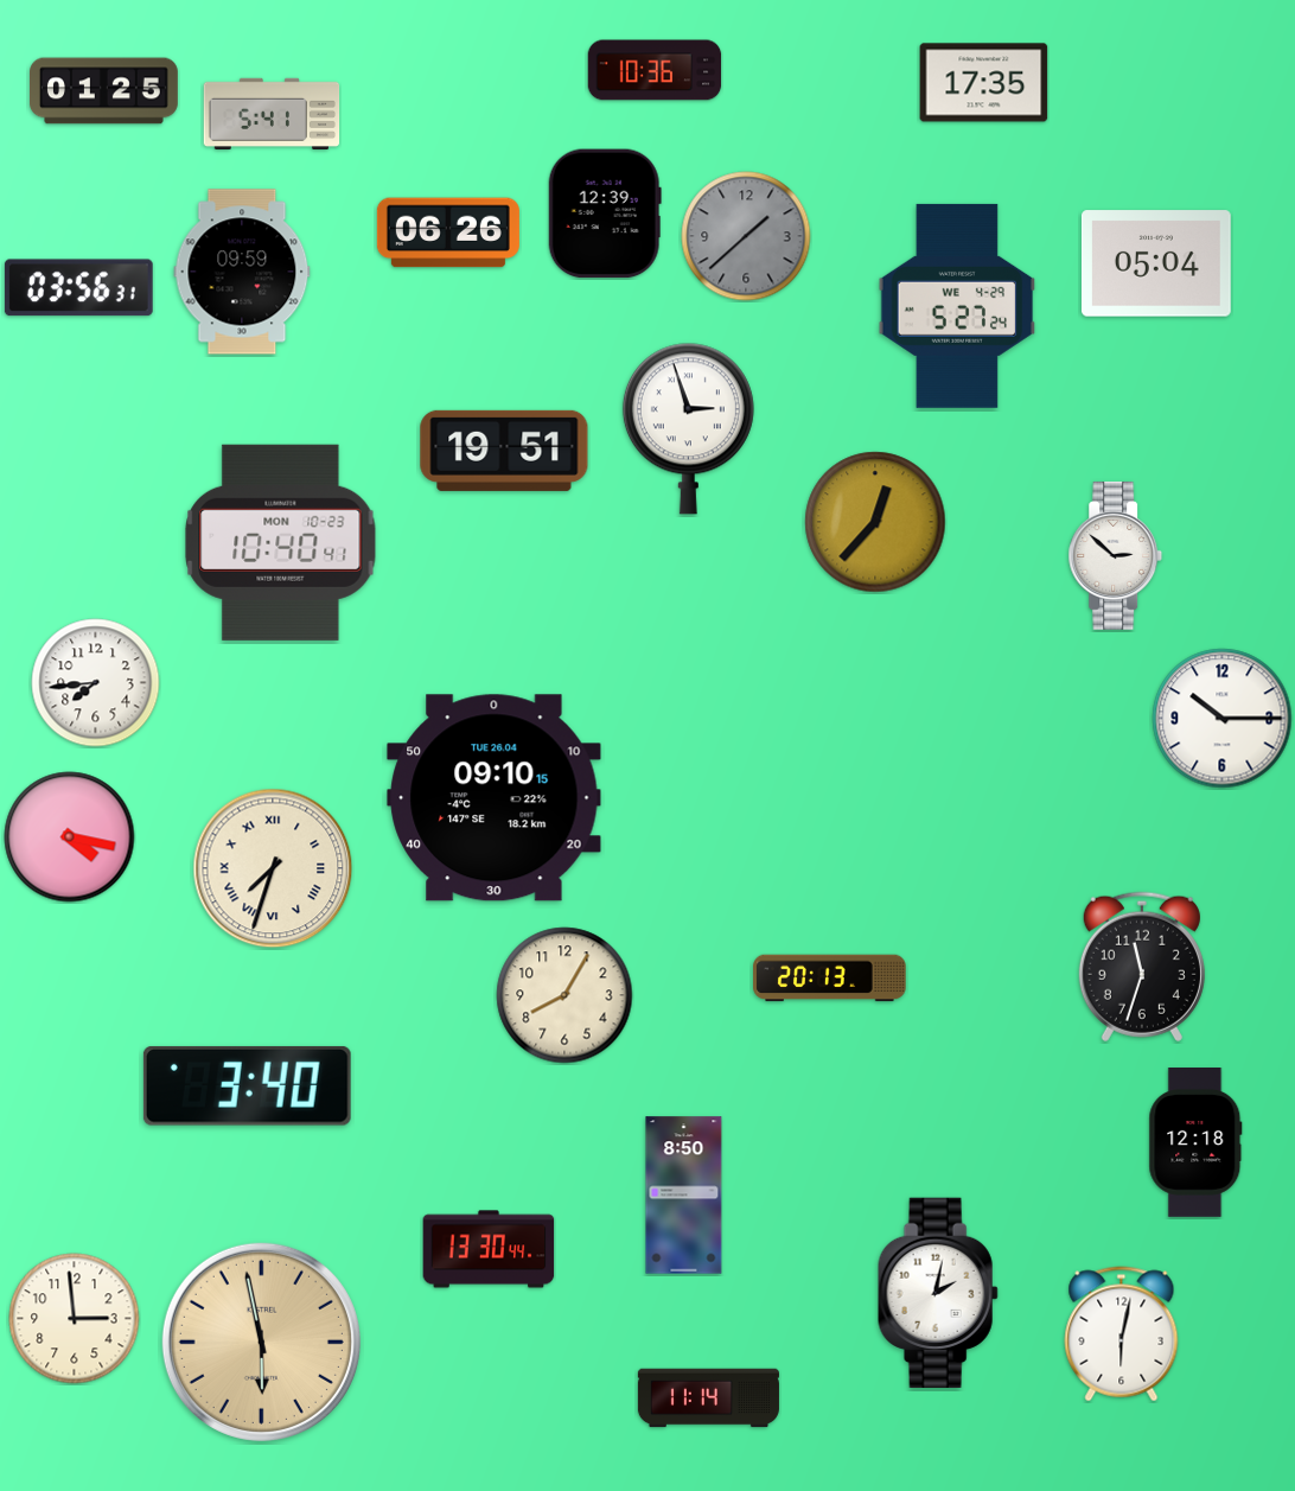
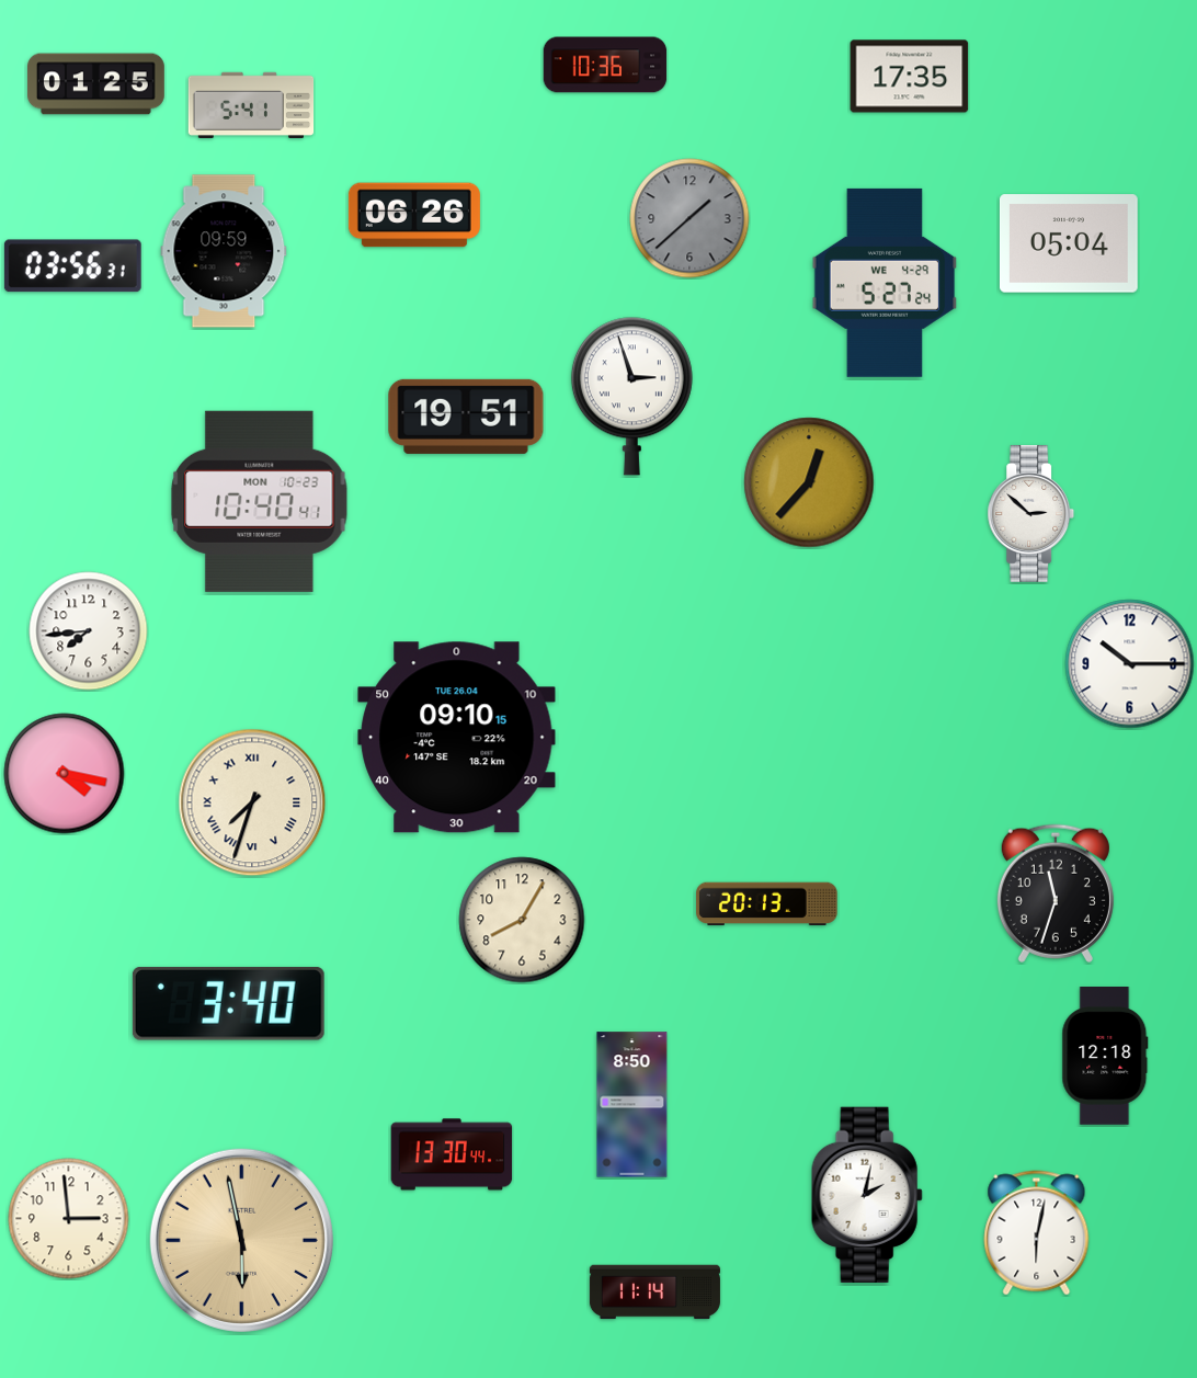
clock at (605, 214): 12:39 -> none
clock at (688, 428) position: (688, 428) -> (631, 396)
